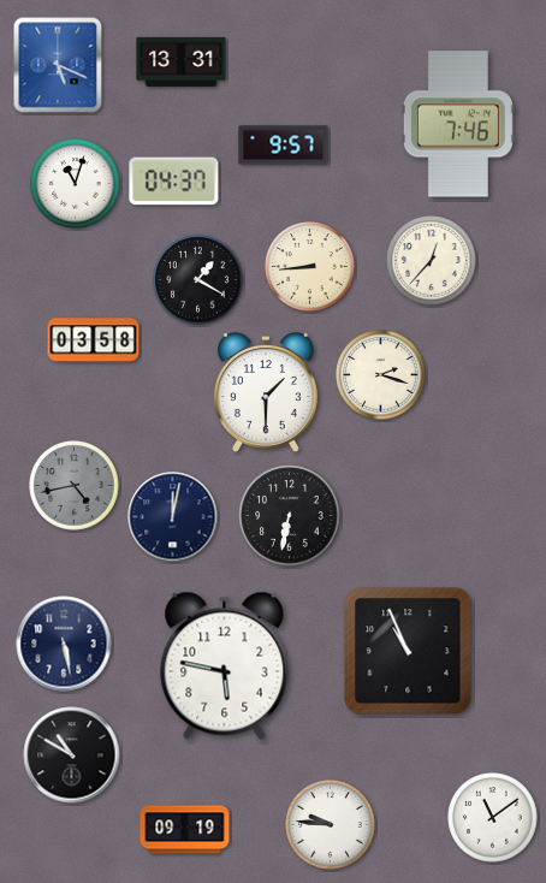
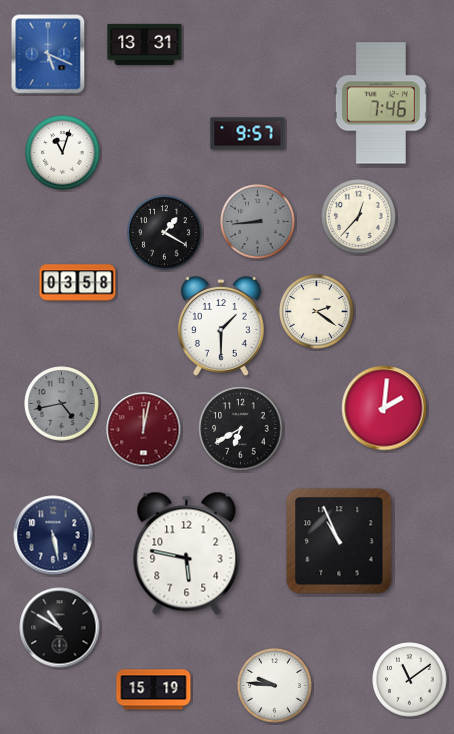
clock at (182, 61) position: (182, 61) -> (145, 44)
clock at (284, 146) position: (284, 146) -> (248, 134)
clock at (174, 182): 04:37 -> none
clock at (310, 267) dial: cream -> grey
clock at (381, 375): 2:18 -> 2:21
clock at (384, 408): none -> 2:01
clock at (290, 516): 6:32 -> 6:40
clock at (173, 517) dial: navy -> burgundy
clock at (185, 830): 09:19 -> 15:19
